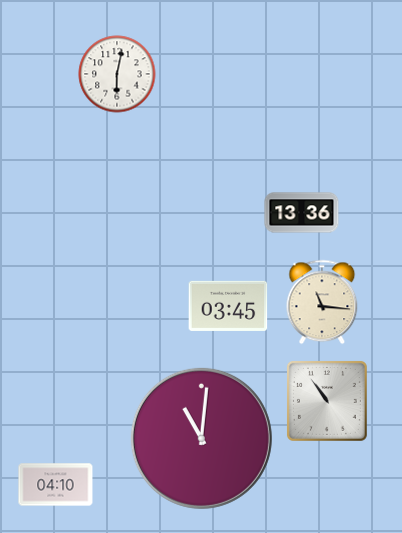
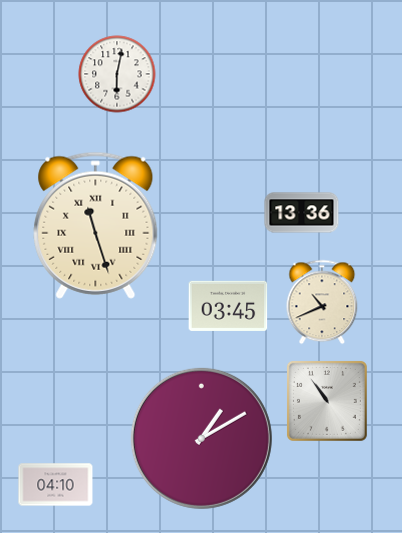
clock at (96, 225): none -> 11:27
clock at (322, 302): 11:16 -> 10:41
clock at (201, 438): 11:01 -> 1:10
